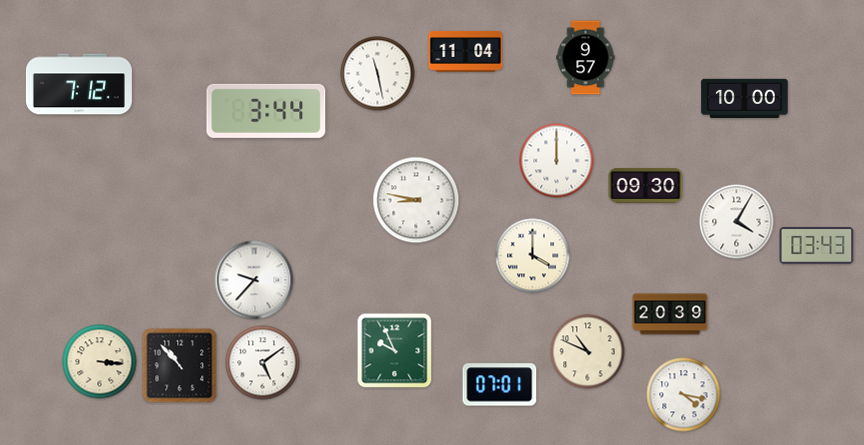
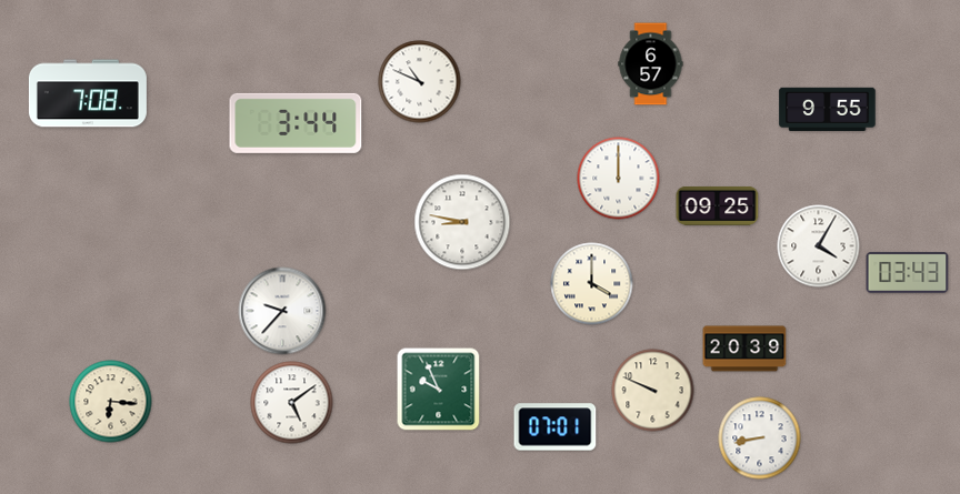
clock at (466, 51): 11:04 -> none
clock at (586, 58): 9:57 -> 6:57
clock at (378, 74): 11:28 -> 10:49
clock at (79, 84): 7:12 -> 7:08
clock at (745, 98): 10:00 -> 9:55
clock at (646, 185): 09:30 -> 09:25
clock at (588, 352): 10:49 -> 9:49
clock at (100, 362): 3:16 -> 6:16
clock at (180, 366): 10:53 -> none
clock at (684, 395): 4:17 -> 8:43
